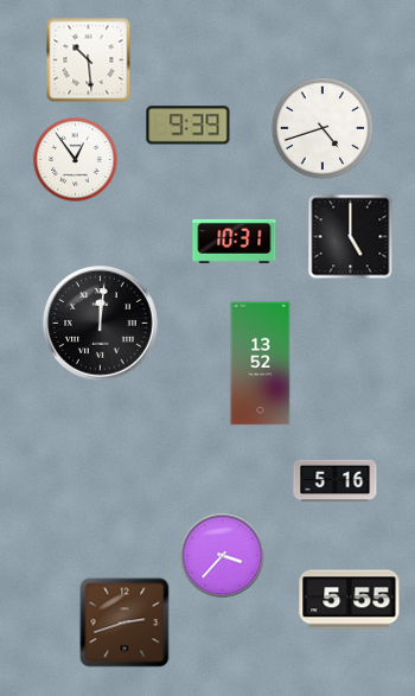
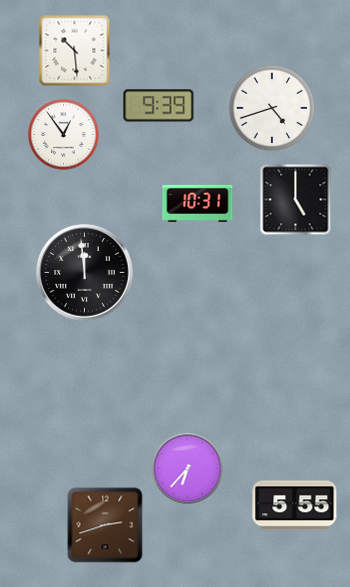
clock at (101, 324): 12:01 -> 11:59
clock at (261, 364): 13:52 -> none
clock at (336, 481): 5:16 -> none
clock at (223, 556): 3:37 -> 6:37
